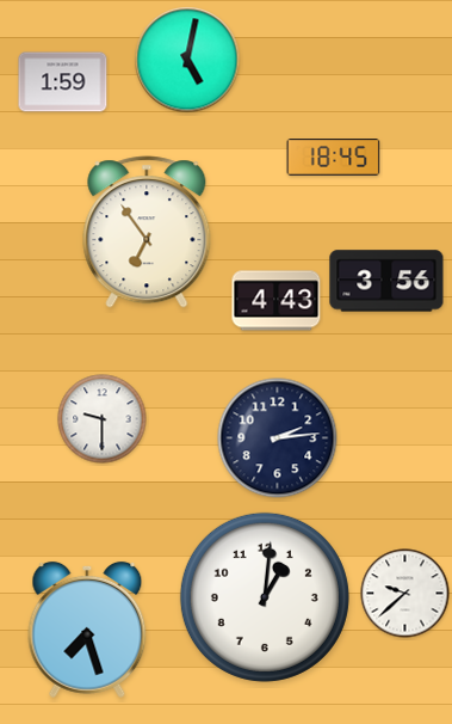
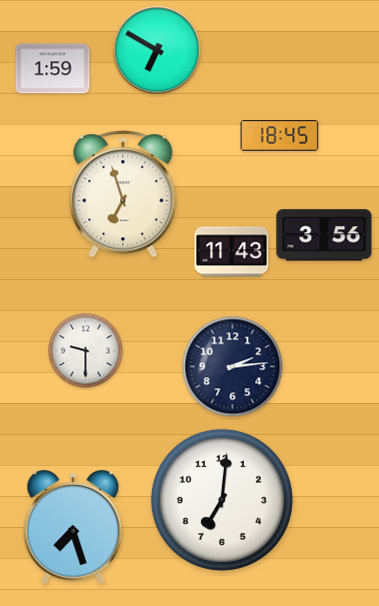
clock at (187, 60): 5:02 -> 6:50
clock at (334, 158) position: (334, 158) -> (280, 136)
clock at (147, 232): 6:54 -> 6:57
clock at (277, 301): 4:43 -> 11:43
clock at (405, 594): 9:38 -> none
clock at (265, 597): 1:01 -> 7:01
